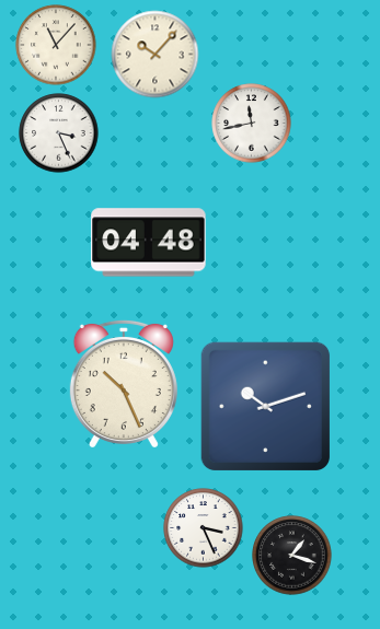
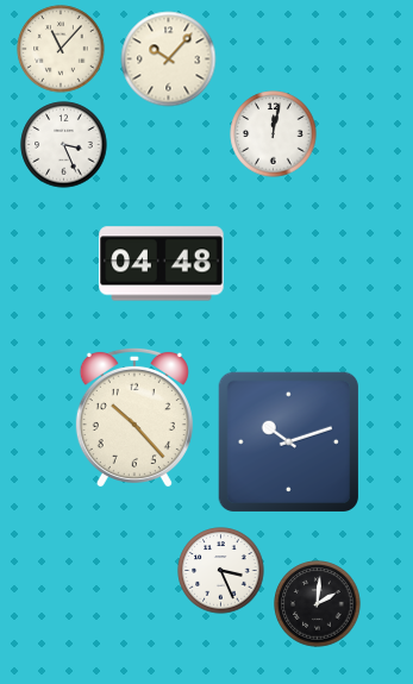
clock at (252, 124): 11:43 -> 12:02
clock at (124, 383): 10:26 -> 10:23
clock at (204, 528) position: (204, 528) -> (221, 571)
clock at (292, 556): 1:18 -> 2:01
